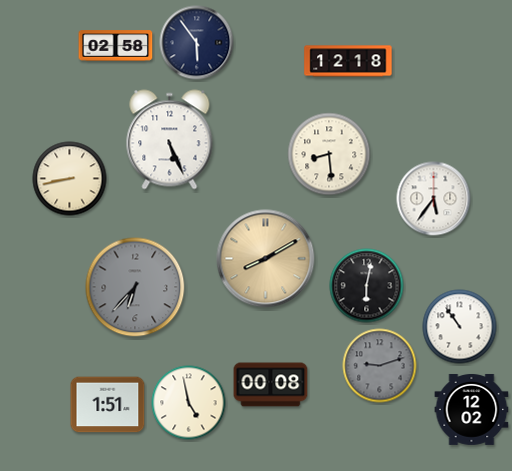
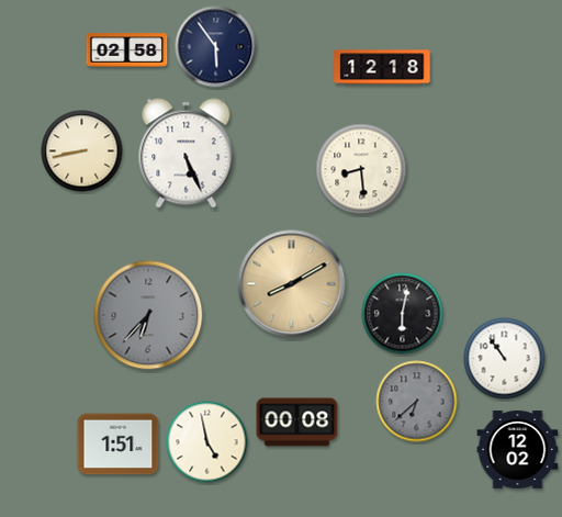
clock at (70, 179) position: (70, 179) -> (82, 151)
clock at (434, 199): 5:36 -> none
clock at (380, 366): 9:12 -> 6:38
